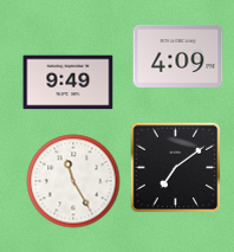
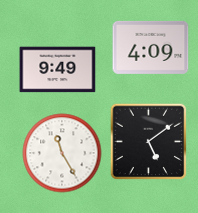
clock at (175, 167): 7:09 -> 5:09
